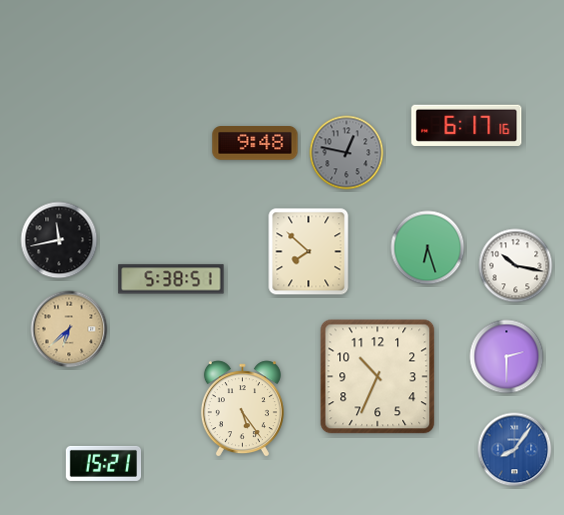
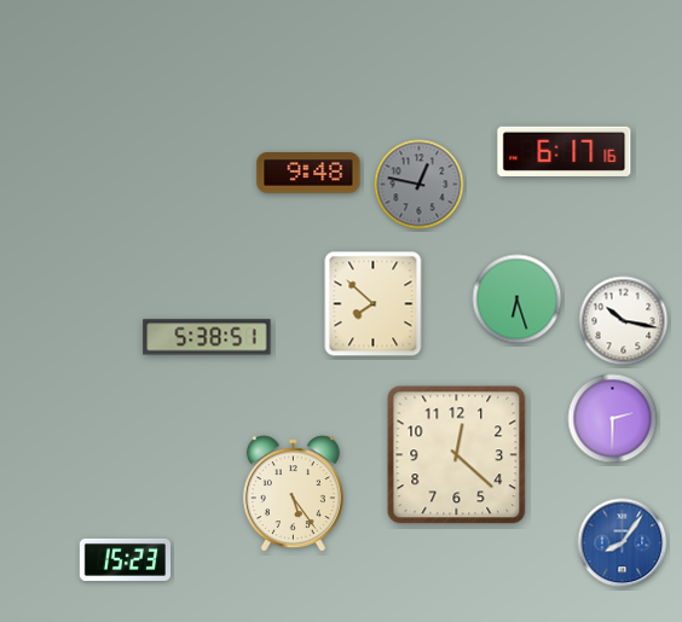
clock at (59, 240): 11:43 -> none
clock at (69, 329): 6:38 -> none
clock at (507, 357) position: (507, 357) -> (613, 419)
clock at (378, 377): 10:34 -> 12:22
clock at (104, 463): 15:21 -> 15:23
